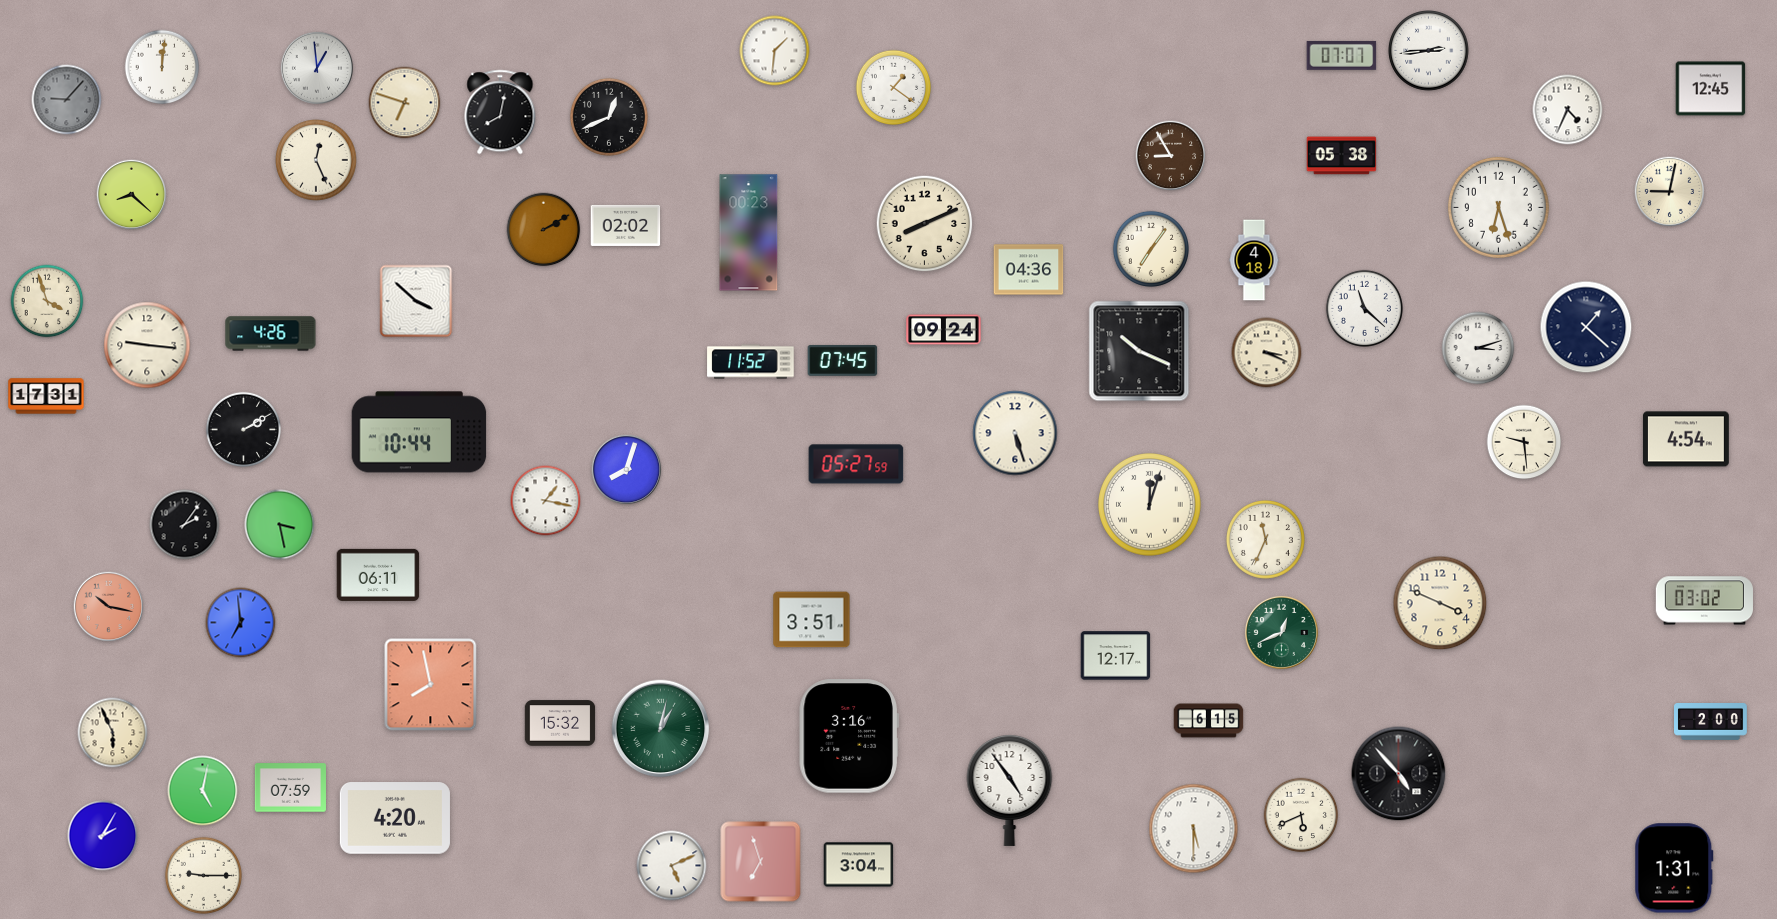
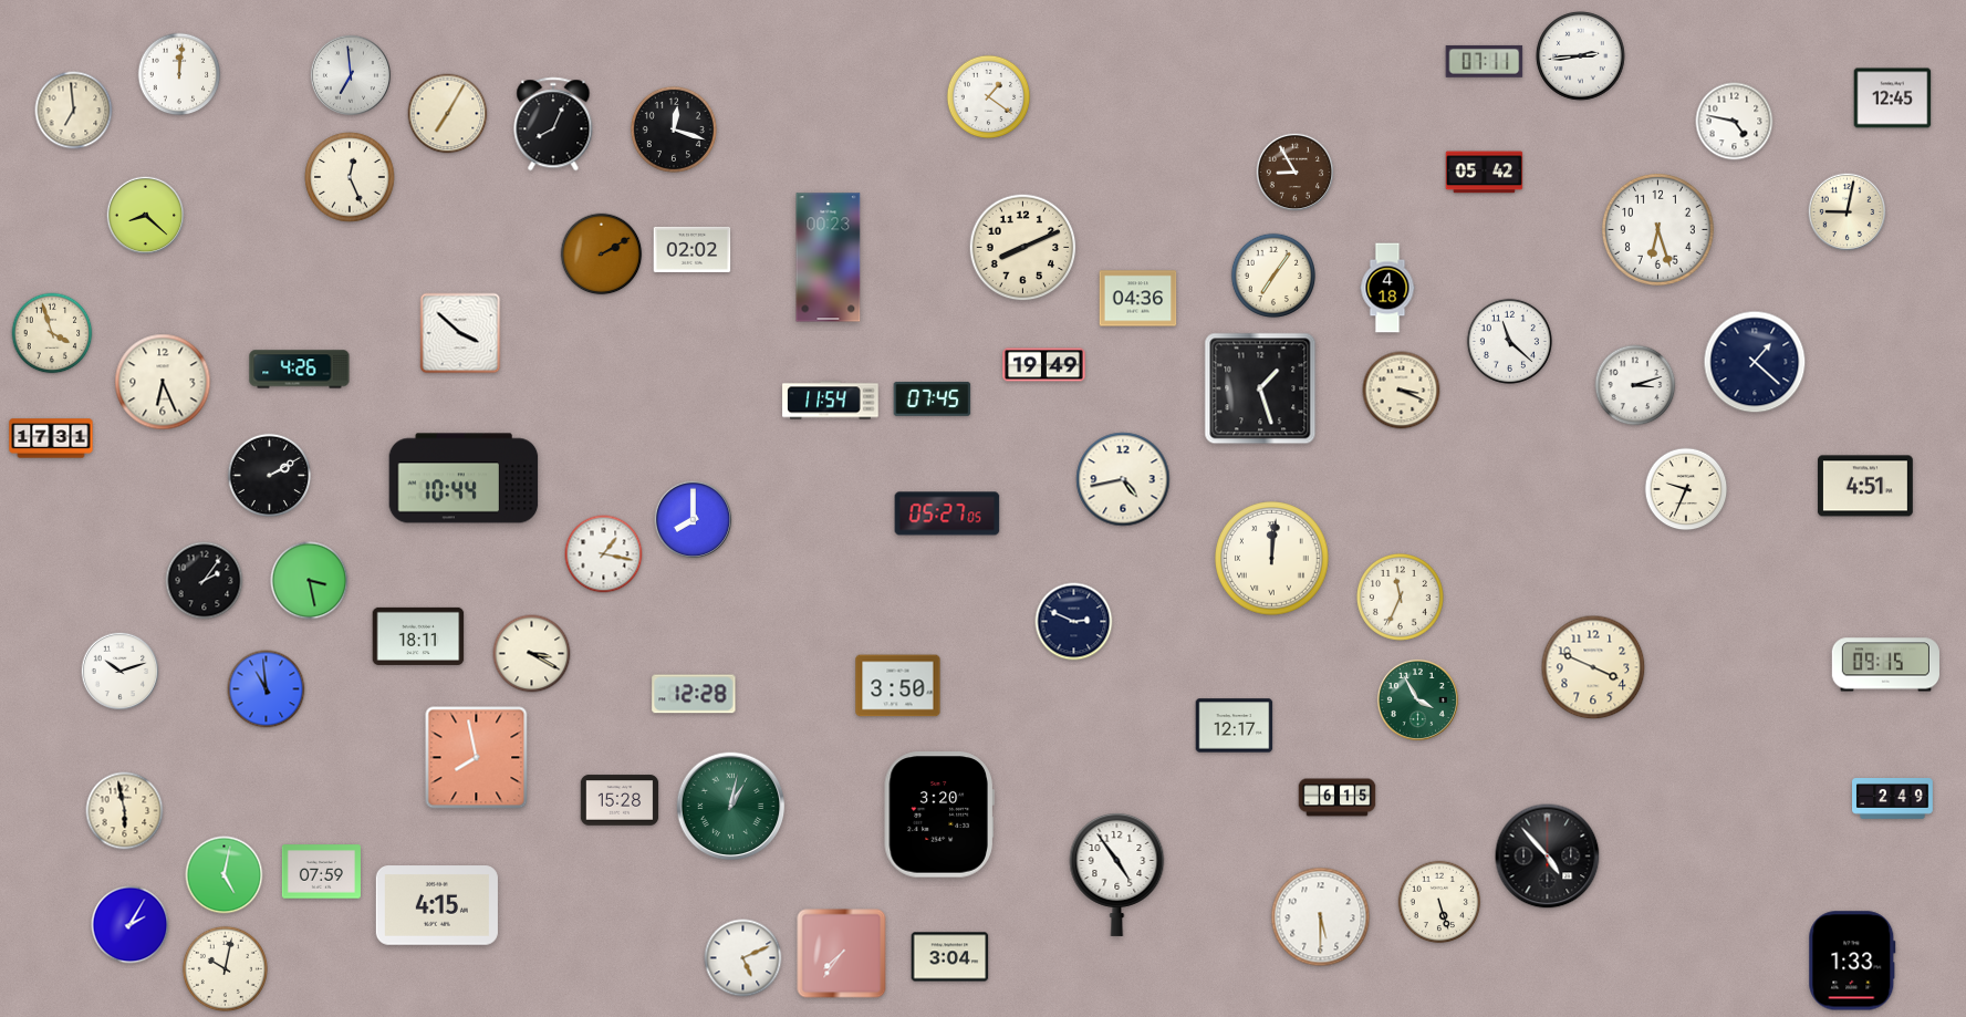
clock at (775, 51): 1:31 -> none
clock at (1342, 55): 07:07 -> 07:11
clock at (317, 68): 12:59 -> 6:59
clock at (67, 100): 9:07 -> 6:59
clock at (67, 100) dial: grey -> cream
clock at (405, 103): 6:48 -> 7:05
clock at (1568, 110): 4:34 -> 4:47
clock at (500, 112): 8:02 -> 8:04
clock at (609, 117): 12:41 -> 12:18
clock at (1342, 156): 05:38 -> 05:42
clock at (944, 330): 09:24 -> 19:49
clock at (147, 345): 9:16 -> 6:26
clock at (1139, 351): 10:19 -> 1:27
clock at (751, 362): 11:52 -> 11:54
clock at (1015, 433): 5:27 -> 4:43
clock at (1686, 439): 4:54 -> 4:51
clock at (1524, 442): 9:29 -> 9:34
clock at (856, 464): 05:27:59 -> 05:27:05
clock at (627, 470): 8:03 -> 8:00
clock at (1150, 505): 12:03 -> 12:01
clock at (1074, 622): none -> 2:49
clock at (378, 575): 06:11 -> 18:11
clock at (532, 654): none -> 3:20
clock at (1704, 601): 03:02 -> 09:15
clock at (109, 607): 10:17 -> 10:12
clock at (109, 607) dial: salmon -> white
clock at (812, 620): 3:51 -> 3:50
clock at (241, 623): 6:59 -> 10:59
clock at (694, 694): none -> 12:28
clock at (1281, 632): 12:41 -> 3:55
clock at (1711, 722): 2:00 -> 2:49
clock at (560, 723): 15:32 -> 15:28
clock at (113, 733): 5:56 -> 5:58
clock at (849, 736): 3:16 -> 3:20
clock at (1301, 815): 5:41 -> 5:27
clock at (395, 818): 4:20 -> 4:15
clock at (103, 836) position: (103, 836) -> (131, 925)
clock at (761, 862): 6:57 -> 7:36
clock at (1674, 868): 1:31 -> 1:33
clock at (203, 875): 9:15 -> 10:02
